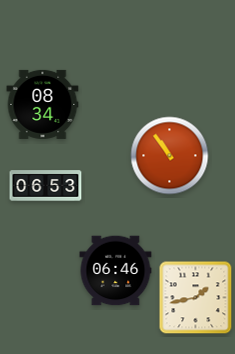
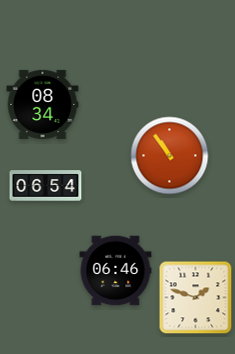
clock at (46, 186): 06:53 -> 06:54
clock at (196, 298): 1:43 -> 1:48
